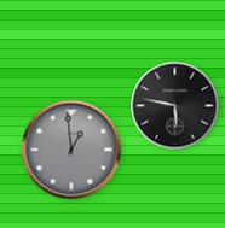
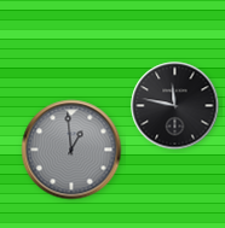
clock at (175, 106): 5:47 -> 11:47
